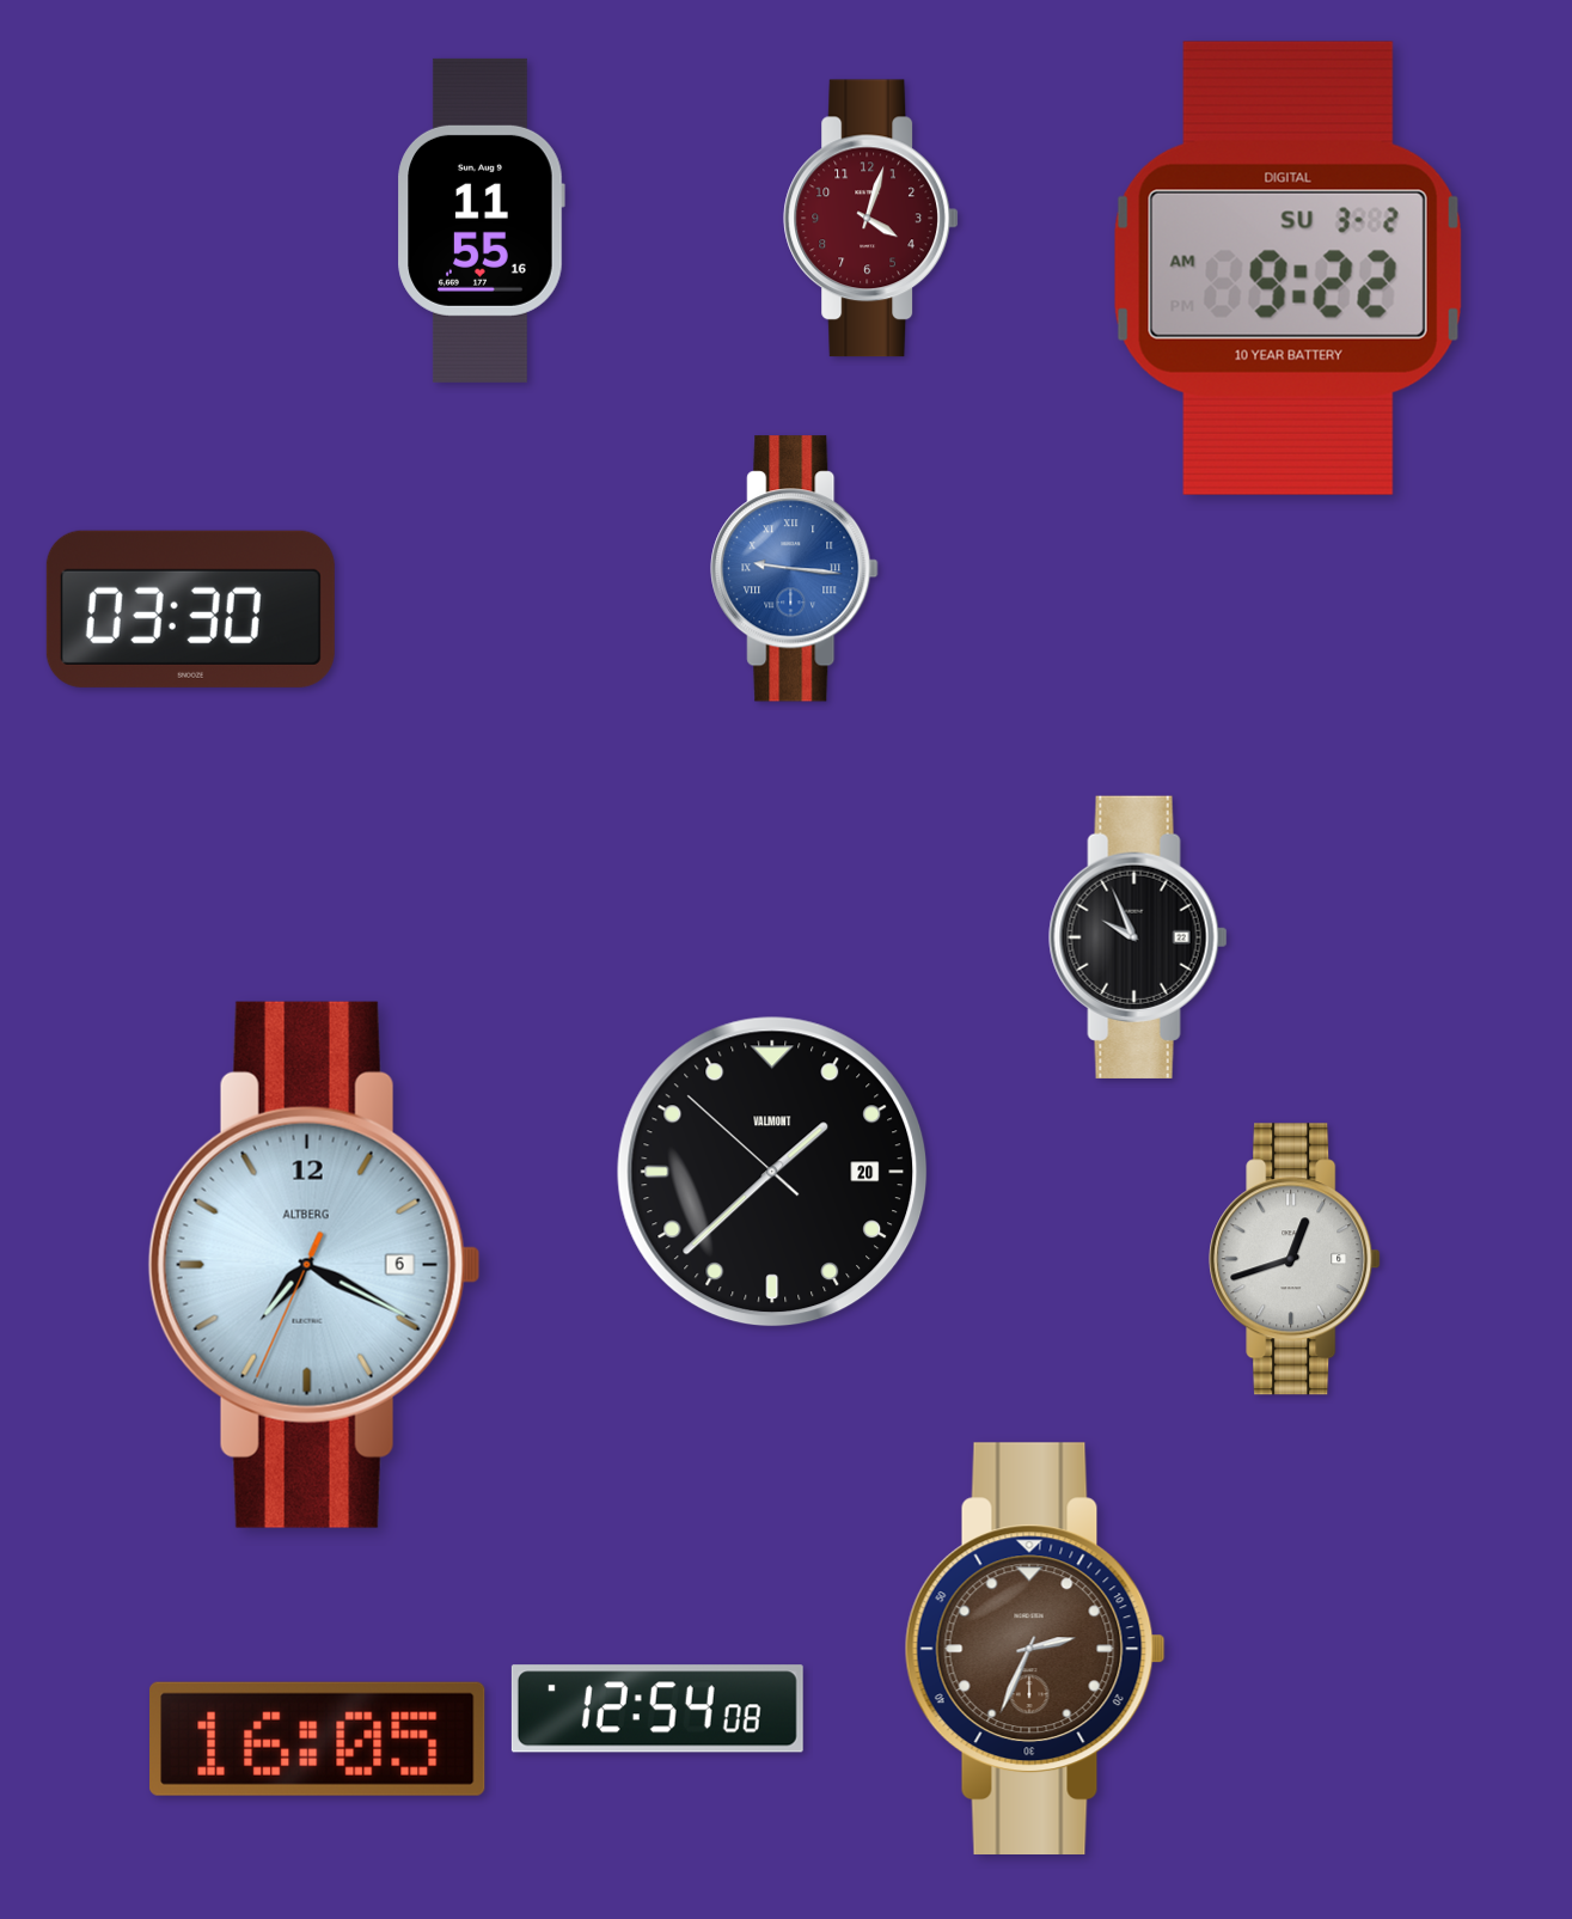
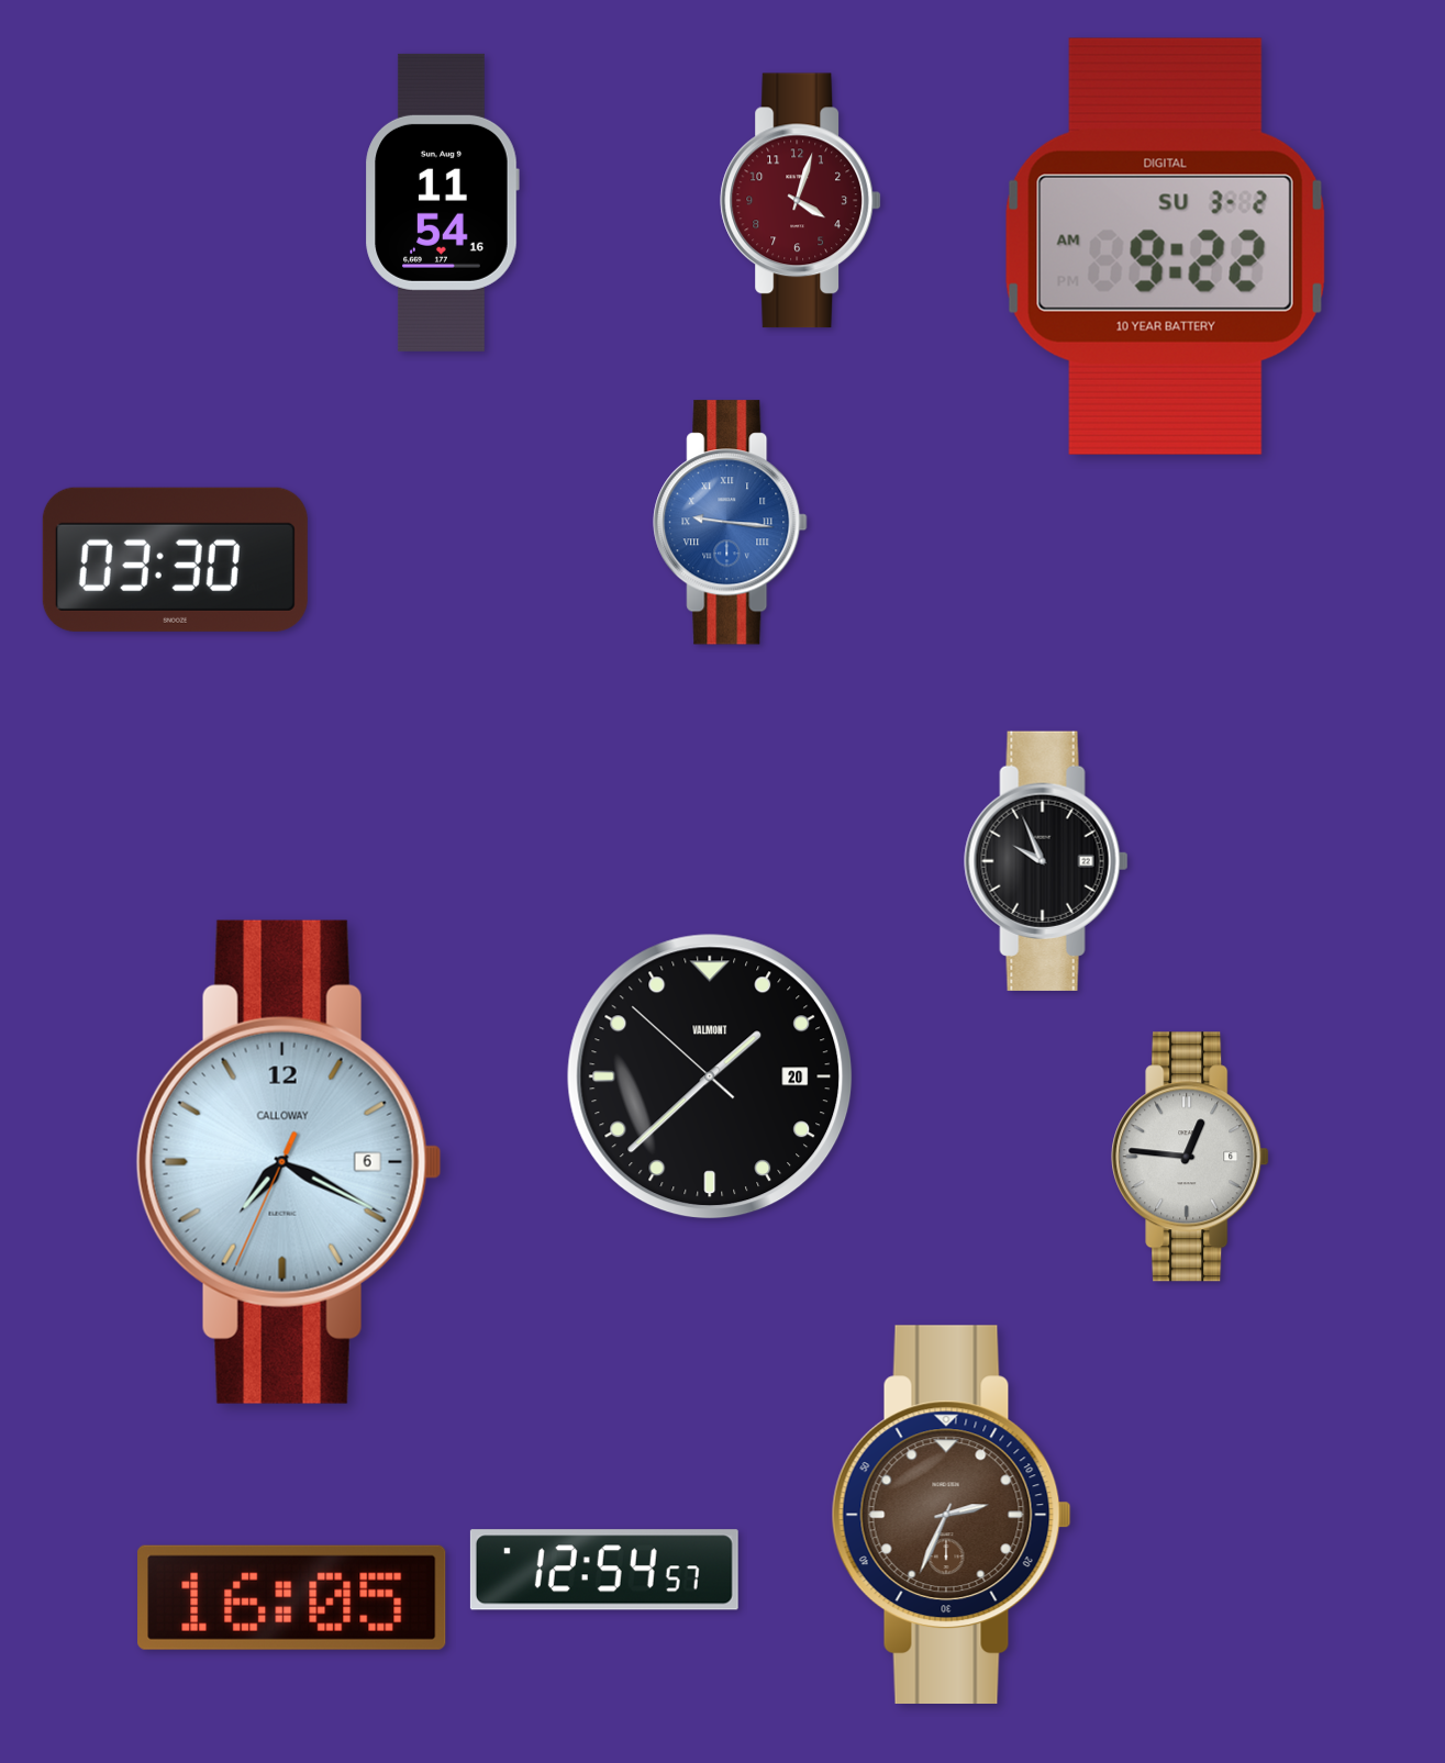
clock at (481, 220): 11:55 -> 11:54
clock at (1287, 268) position: (1287, 268) -> (1165, 246)
clock at (1295, 1259): 12:42 -> 12:46
clock at (314, 1265) brand: ALTBERG -> CALLOWAY
clock at (657, 1709): 12:54:08 -> 12:54:57
